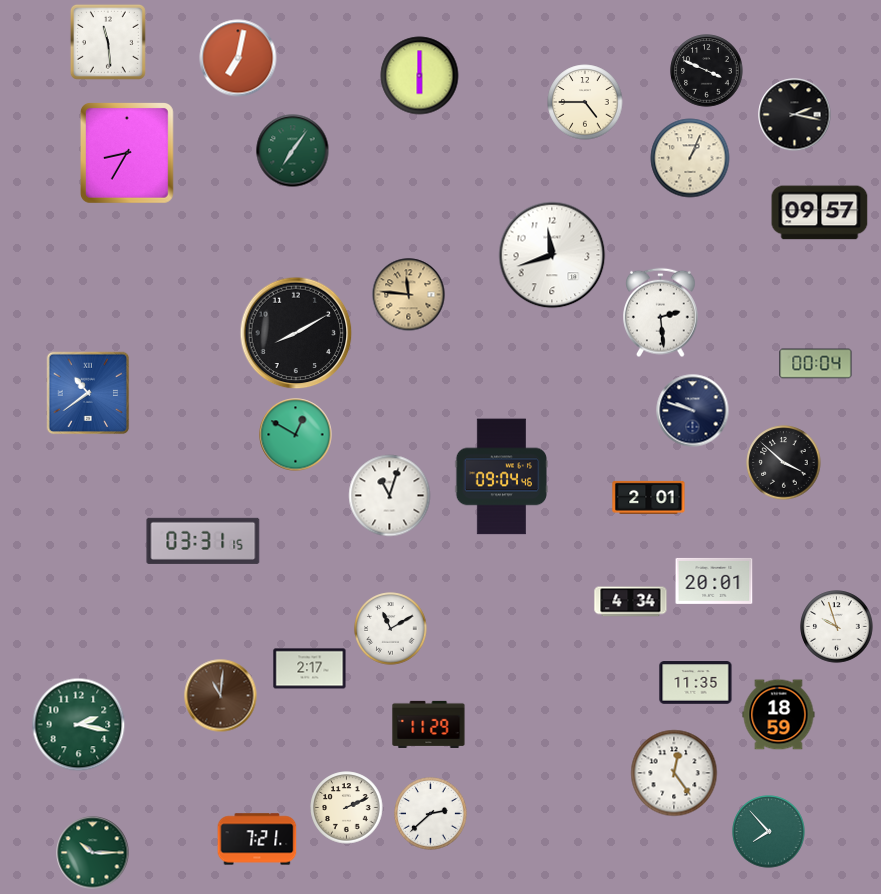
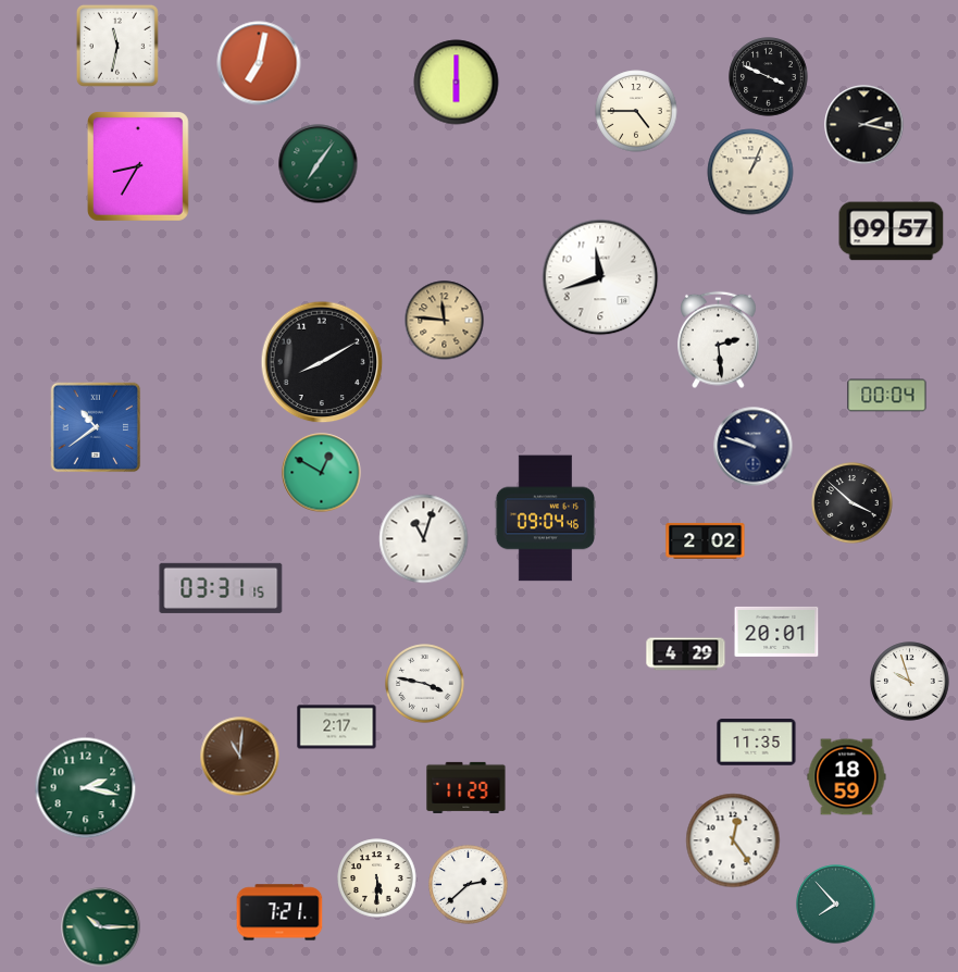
clock at (108, 42): 11:29 -> 11:32
clock at (649, 497): 2:01 -> 2:02
clock at (631, 602): 4:34 -> 4:29
clock at (391, 629): 11:10 -> 3:47
clock at (347, 808): 2:11 -> 5:30
